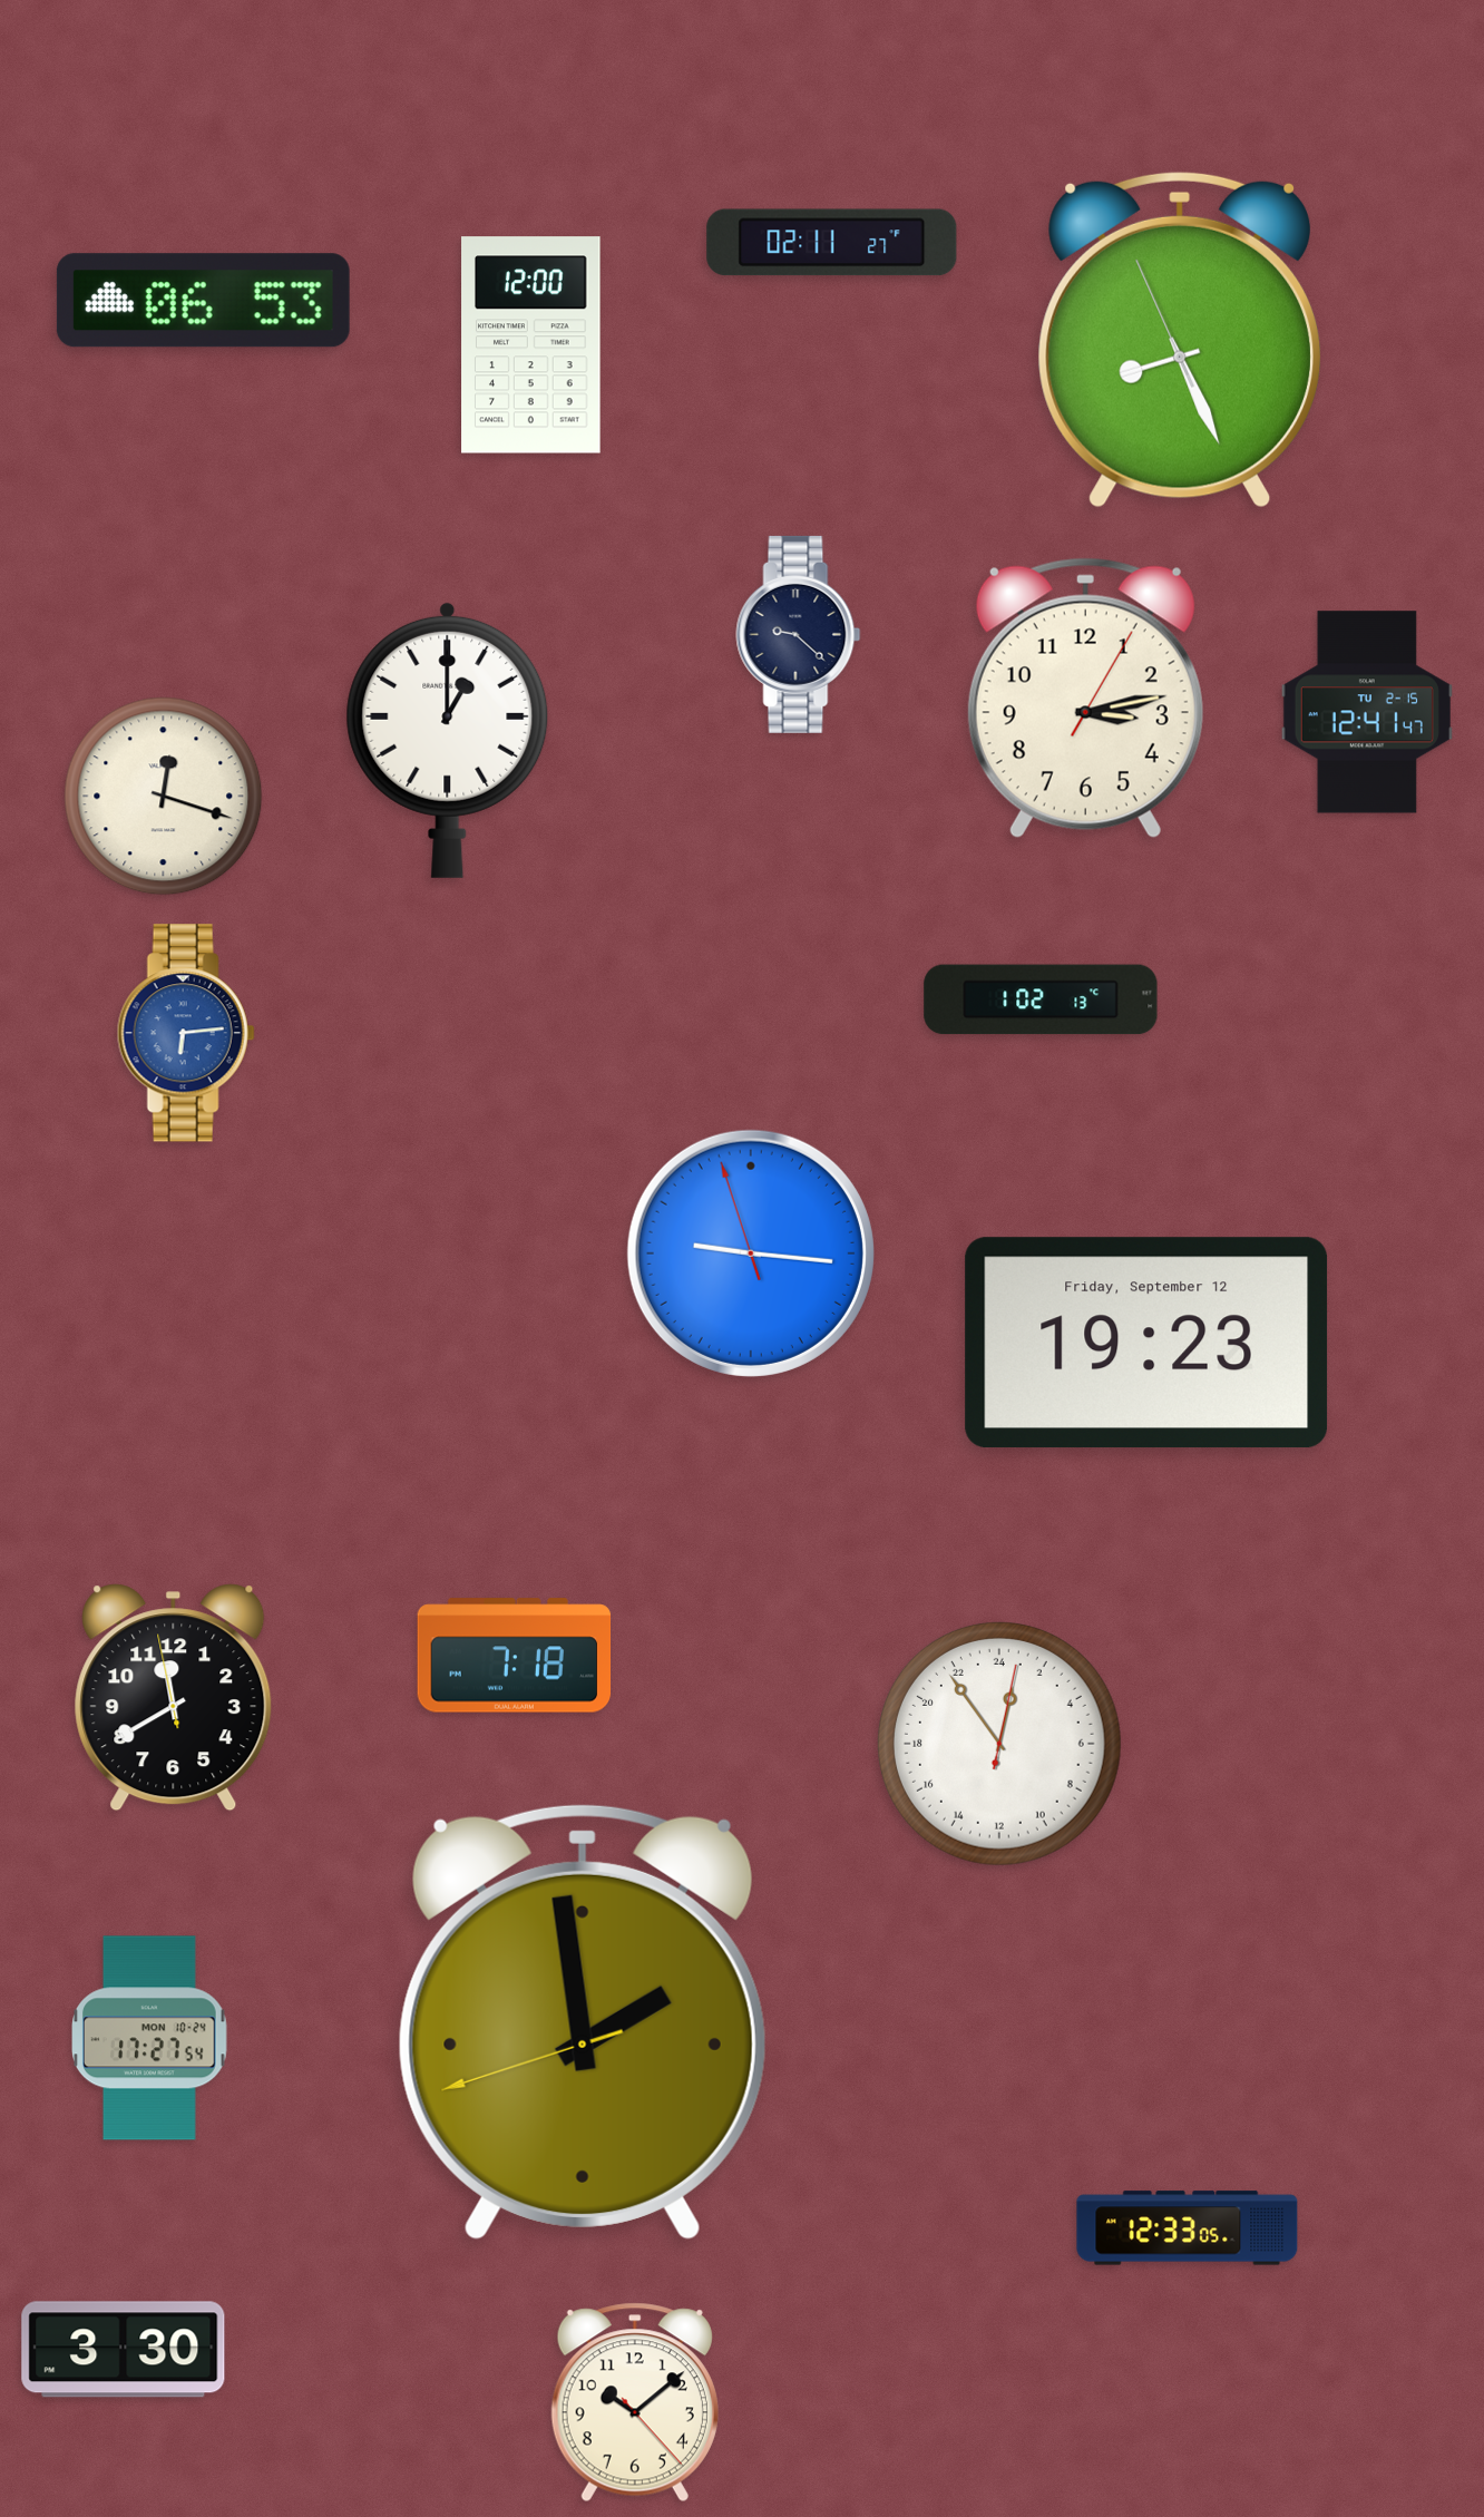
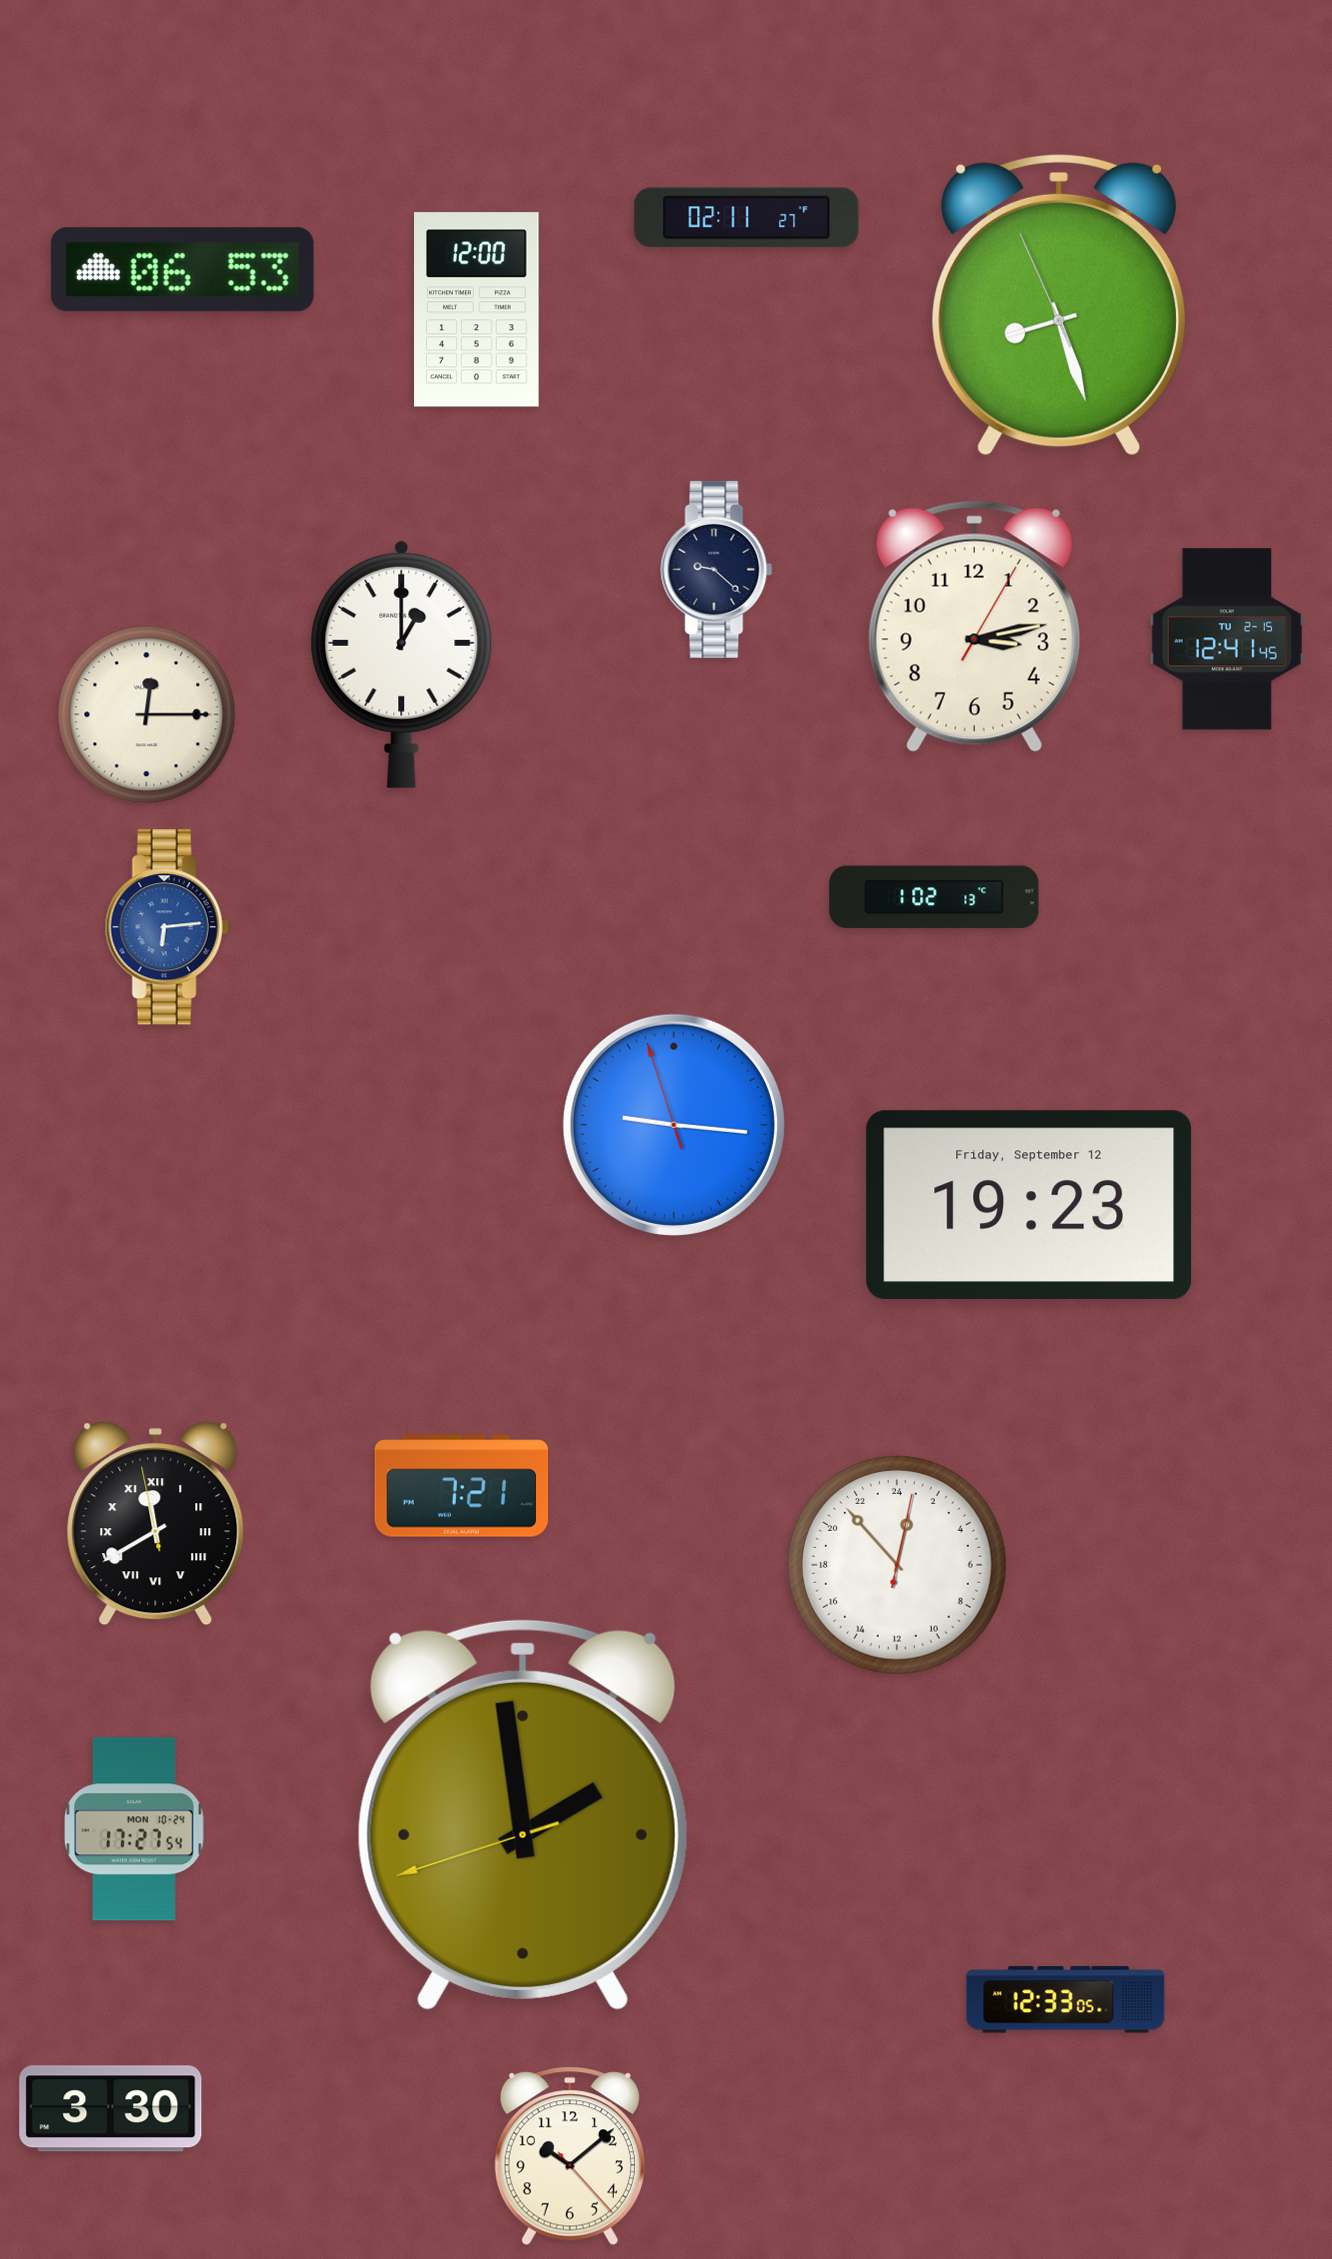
clock at (1180, 340): 8:25 -> 8:26
clock at (1367, 712): 12:41:47 -> 12:41:45
clock at (164, 797): 12:18 -> 12:15
clock at (515, 1656): 7:18 -> 7:21
clock at (174, 1698) numerals: Arabic -> Roman
clock at (999, 1744): 0:54 -> 0:53
